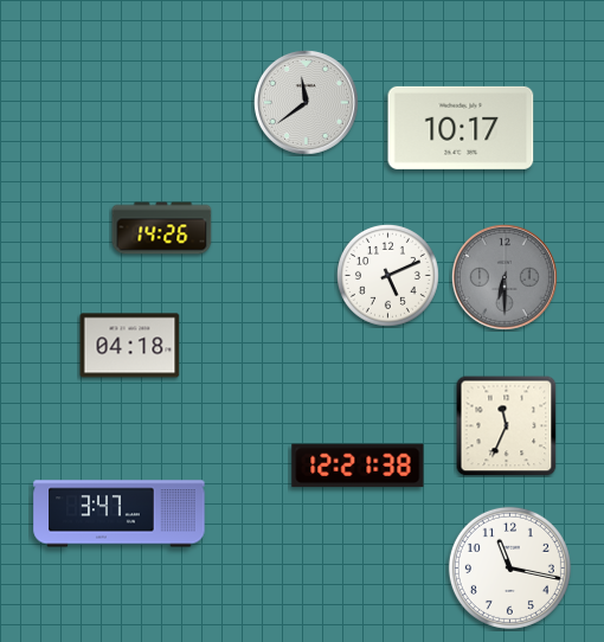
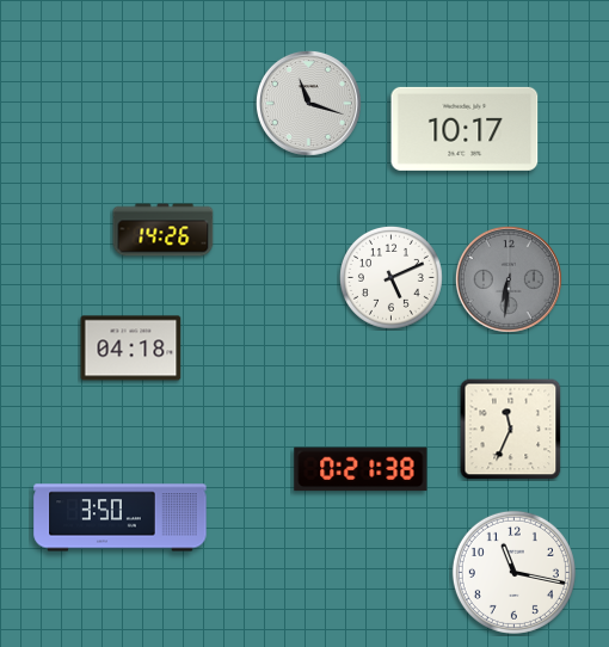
clock at (306, 102): 11:39 -> 11:18
clock at (505, 277): 6:30 -> 6:31
clock at (358, 466): 12:21 -> 0:21
clock at (120, 514): 3:47 -> 3:50
